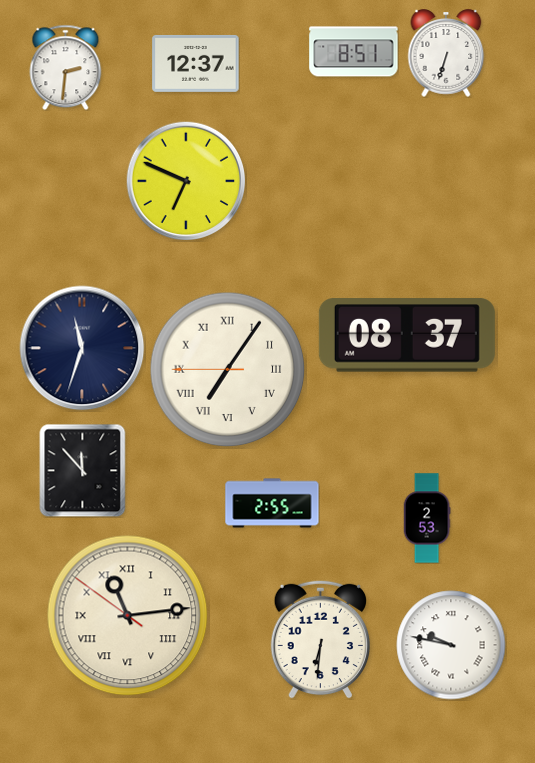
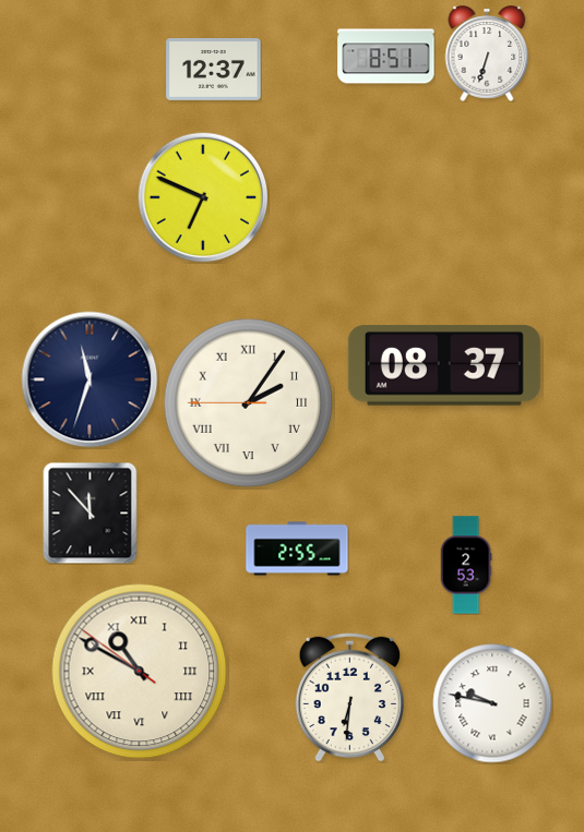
clock at (446, 53) position: (446, 53) -> (487, 53)
clock at (66, 67): 2:31 -> none
clock at (228, 370): 7:05 -> 2:05
clock at (128, 616): 11:13 -> 10:49
